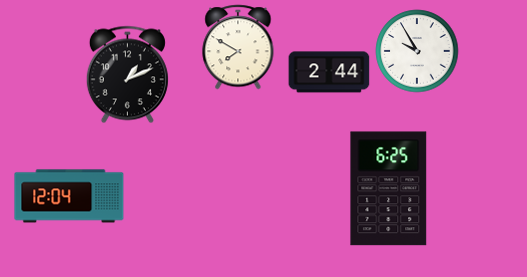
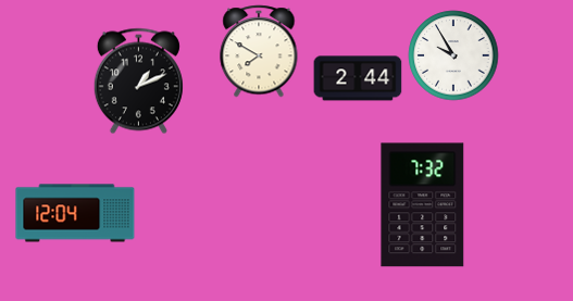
clock at (389, 189): 6:25 -> 7:32
